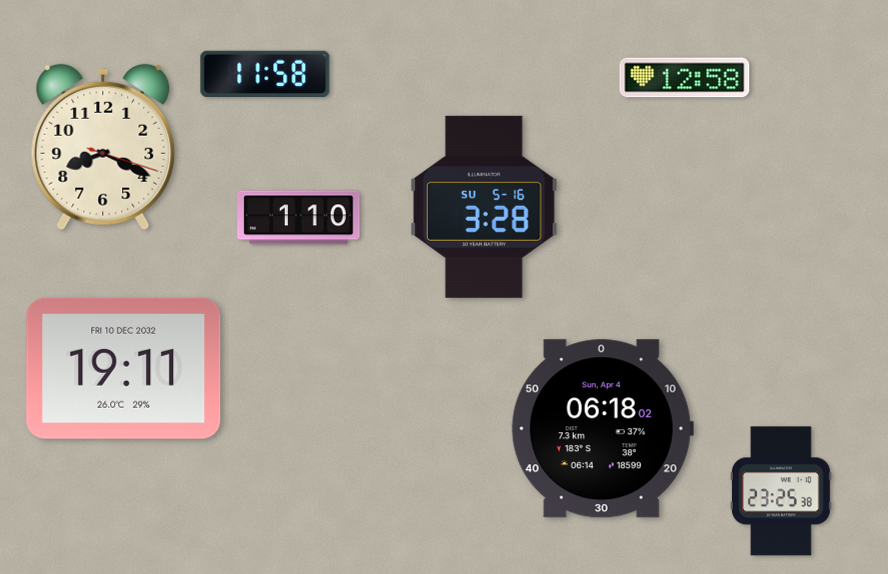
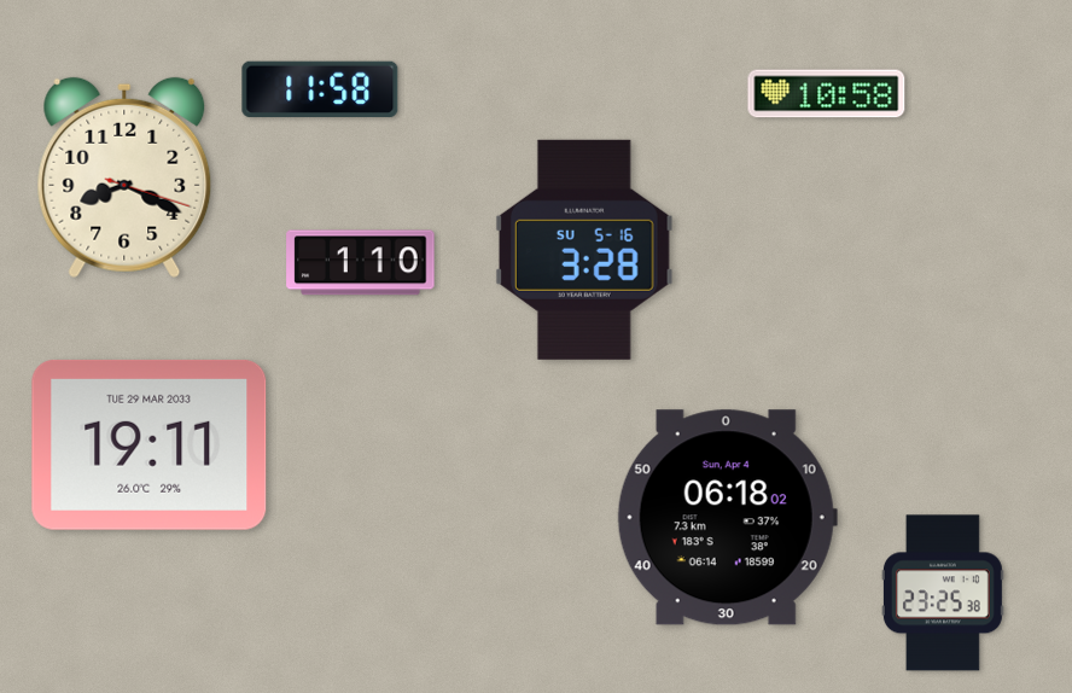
clock at (685, 78): 12:58 -> 10:58
clock at (124, 368) date: FRI 10 DEC 2032 -> TUE 29 MAR 2033
